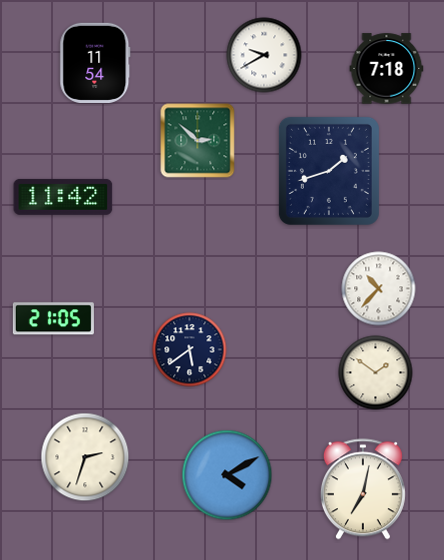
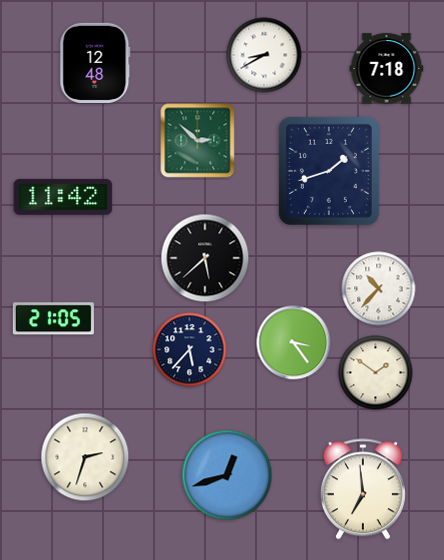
clock at (264, 55): 9:40 -> 8:40
clock at (95, 63): 11:54 -> 12:48
clock at (205, 258): none -> 5:38
clock at (294, 343): none -> 3:24
clock at (190, 350): 5:39 -> 5:37
clock at (227, 475): 4:10 -> 12:42
clock at (363, 489): 7:02 -> 6:59
